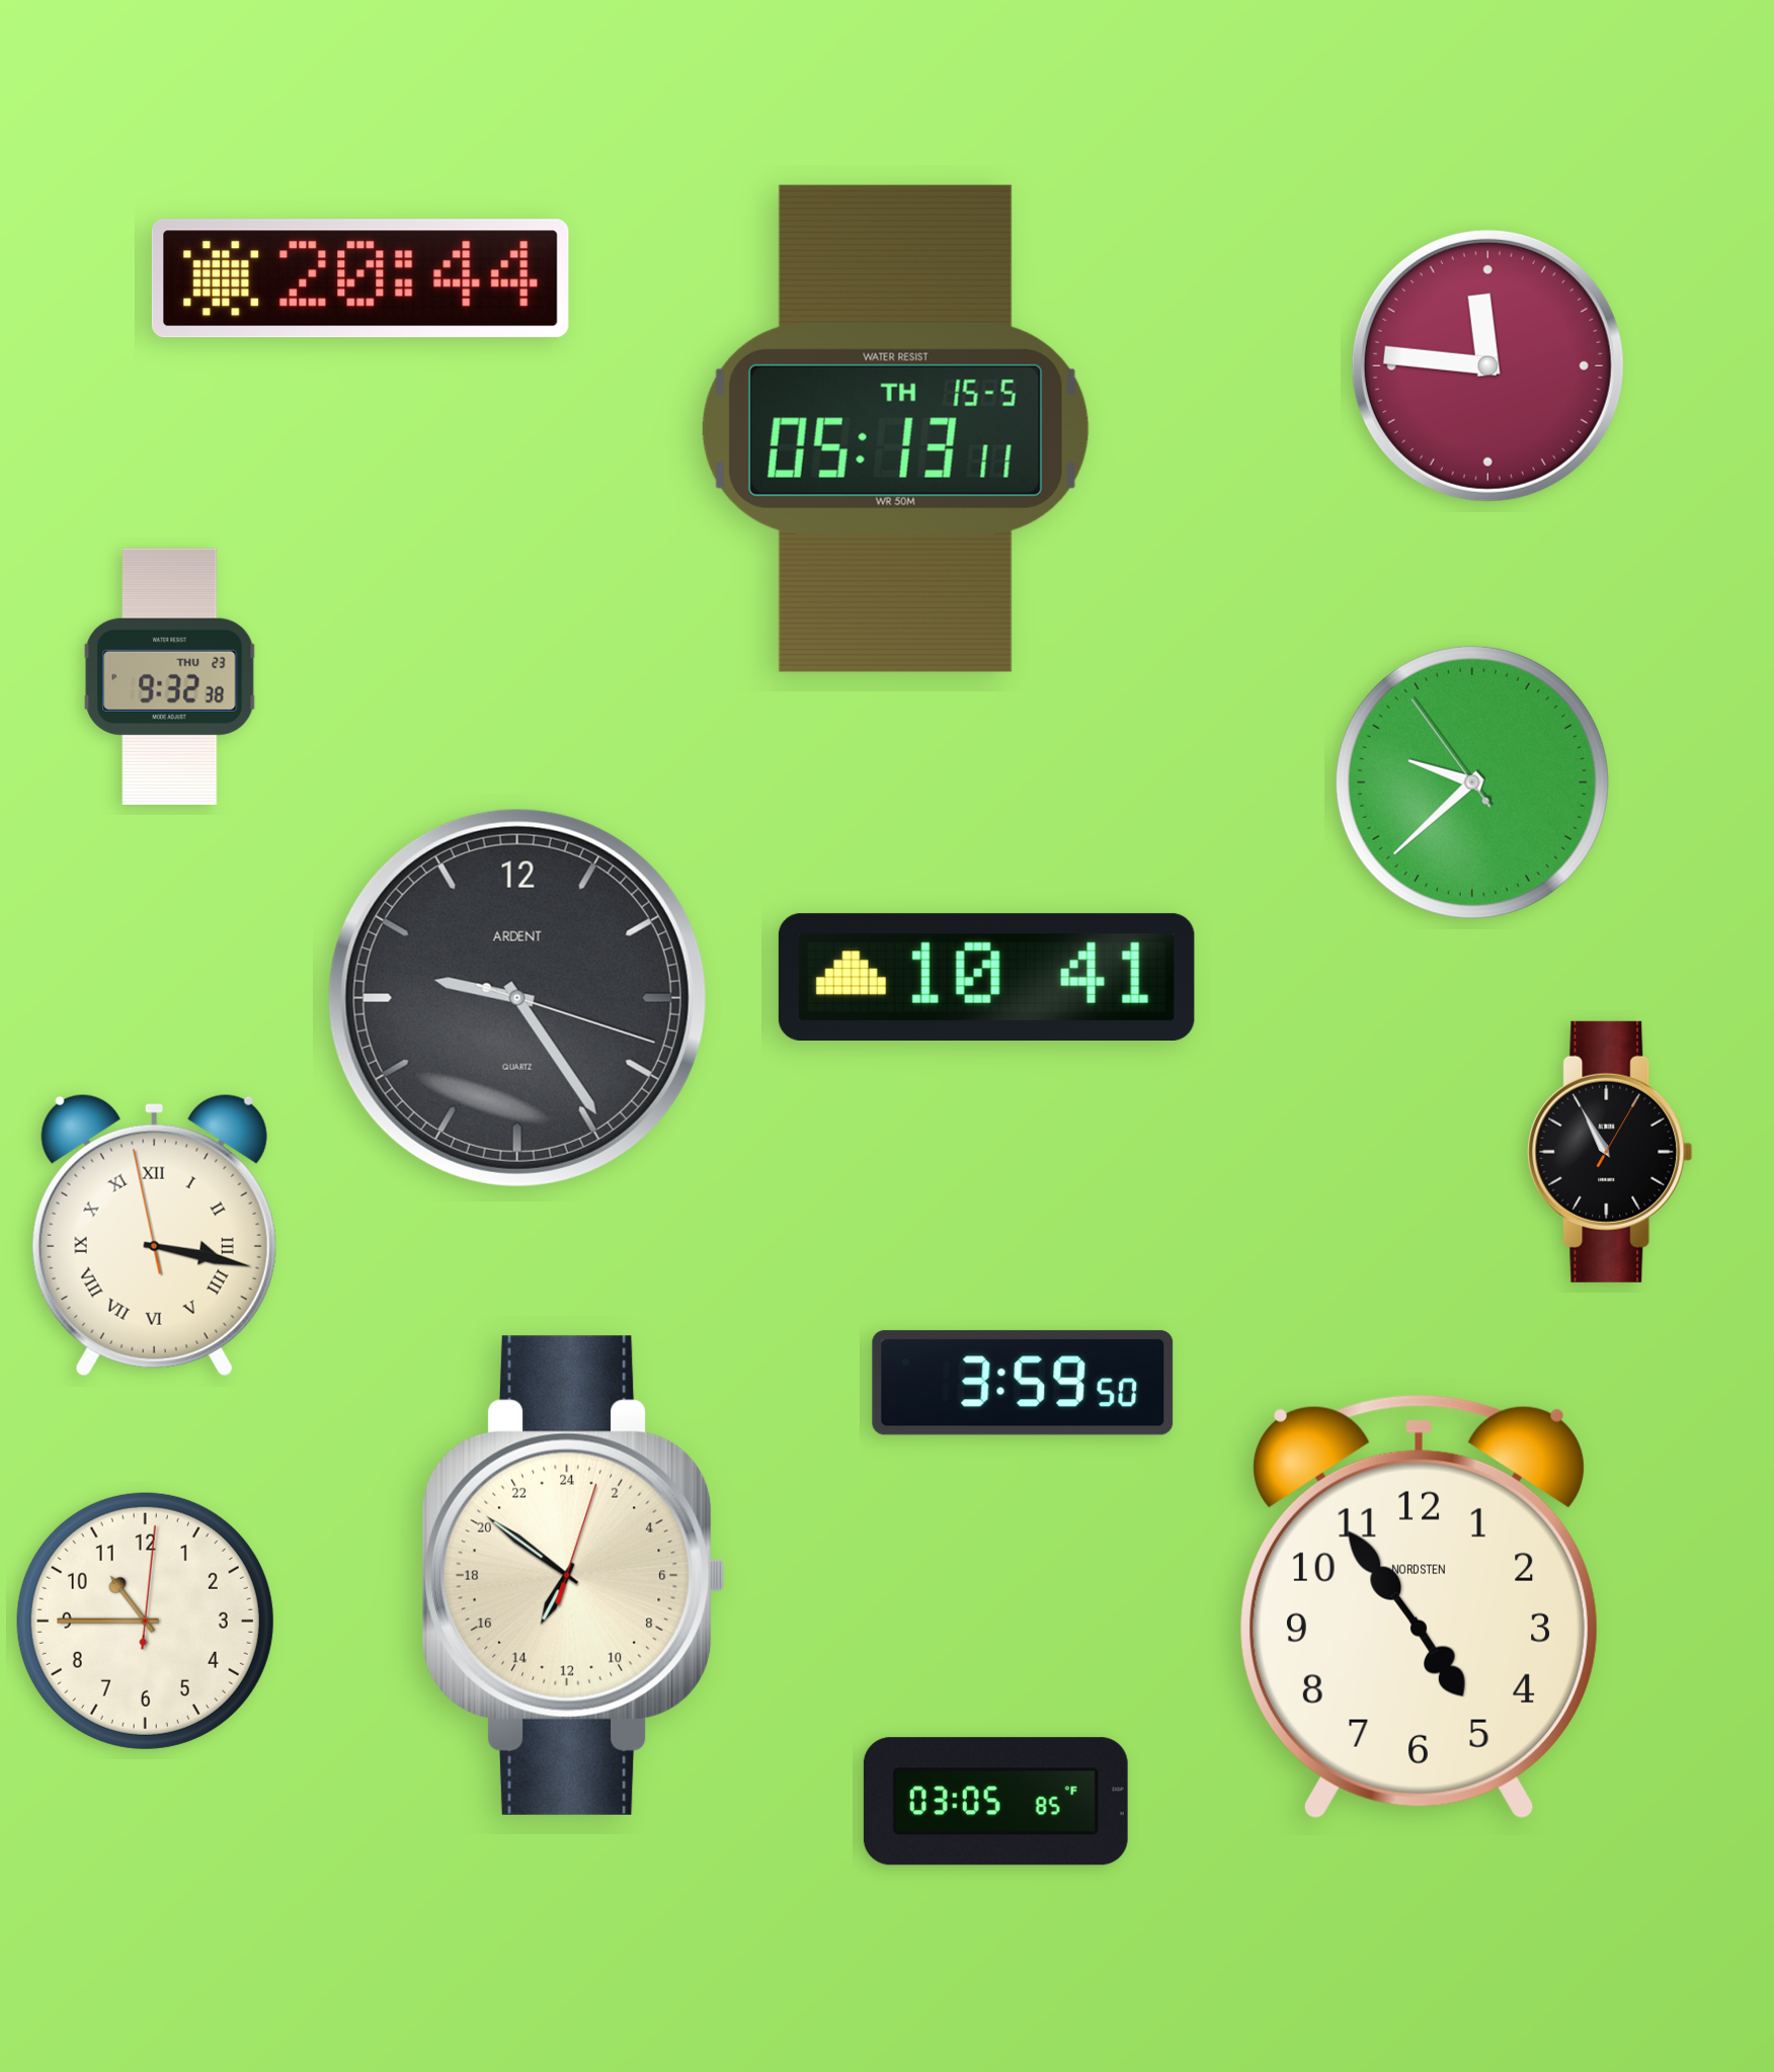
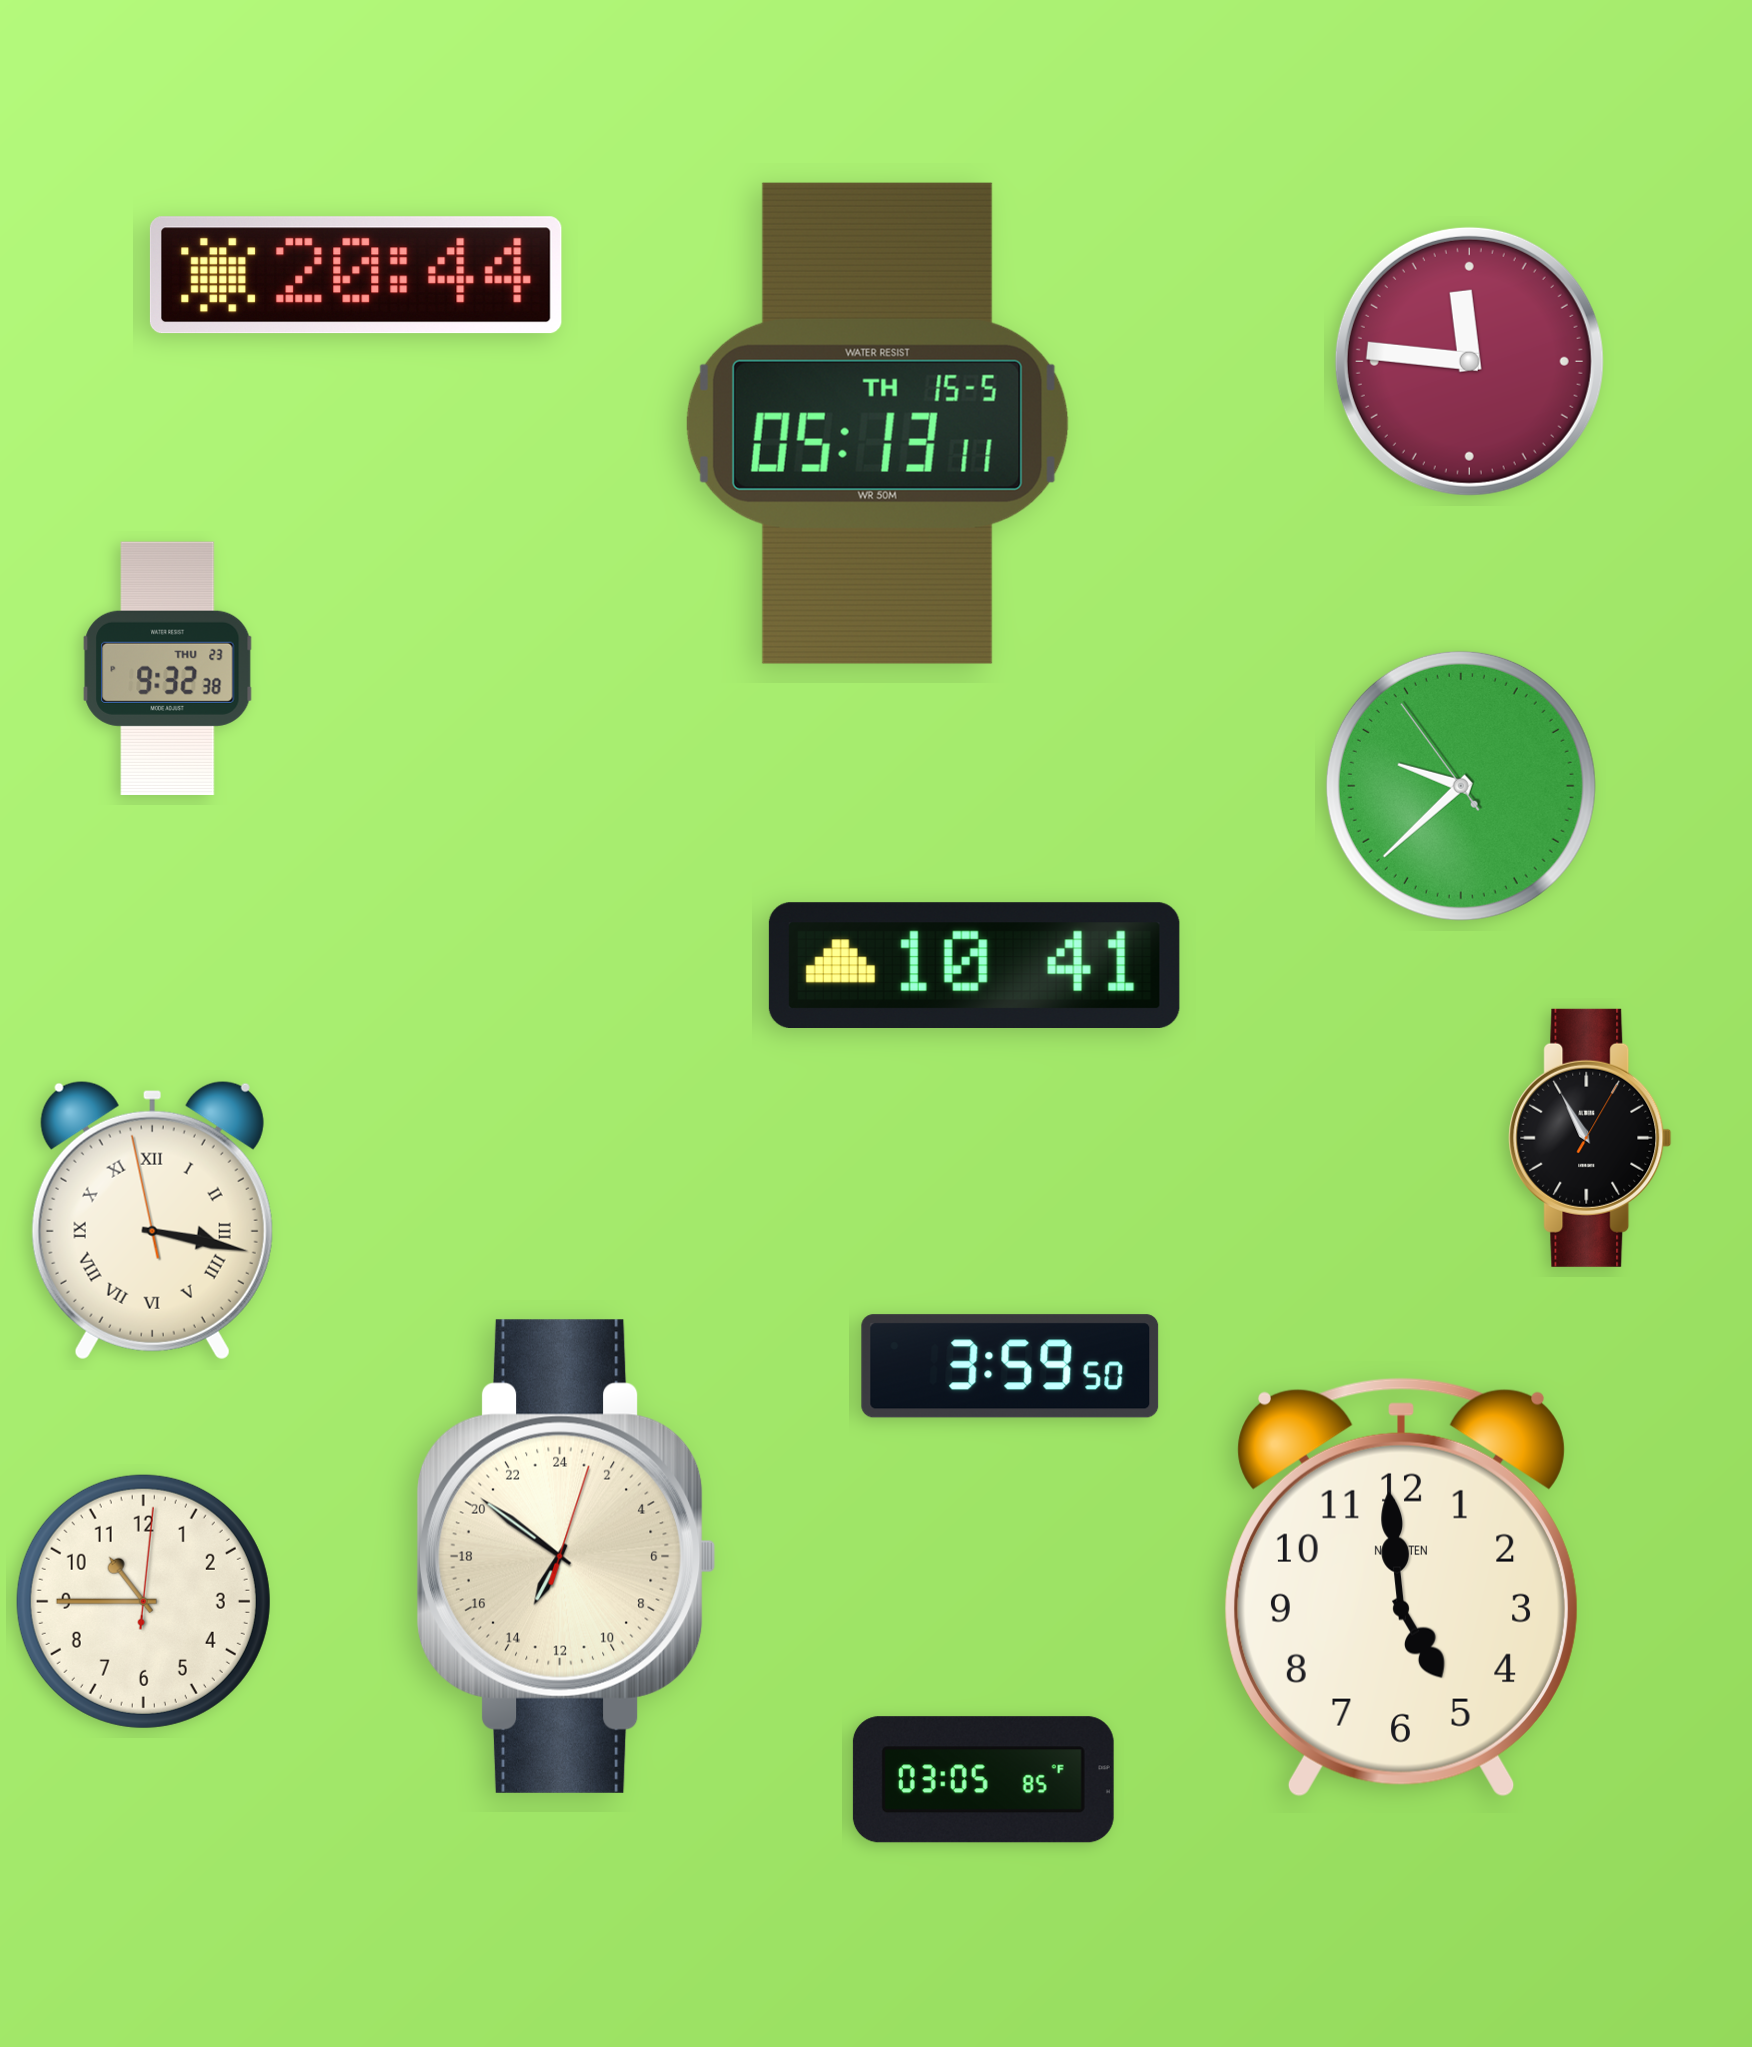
clock at (895, 428) position: (895, 428) -> (877, 423)
clock at (1472, 782) position: (1472, 782) -> (1461, 786)
clock at (517, 998): 9:24 -> none
clock at (1419, 1607): 4:54 -> 4:59
